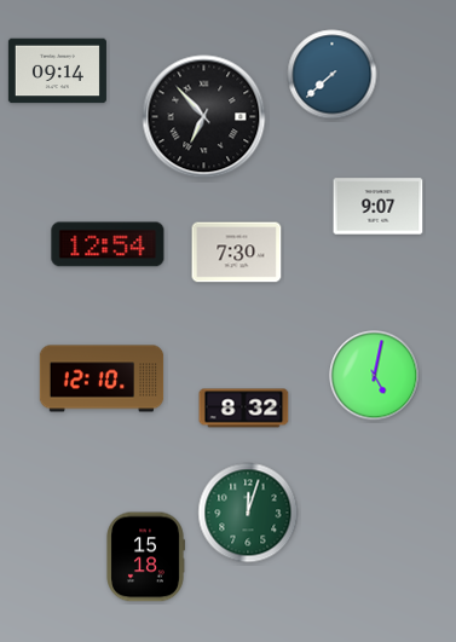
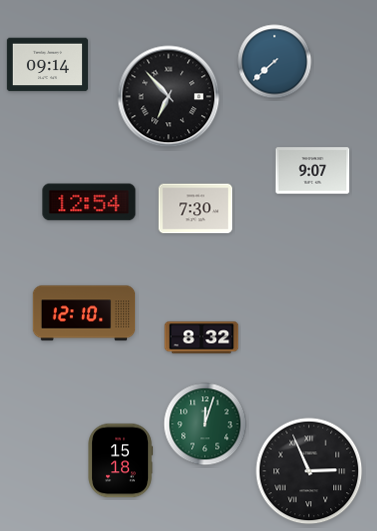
clock at (57, 71) position: (57, 71) -> (47, 65)
clock at (375, 376): 5:02 -> none
clock at (309, 471): none -> 2:56
